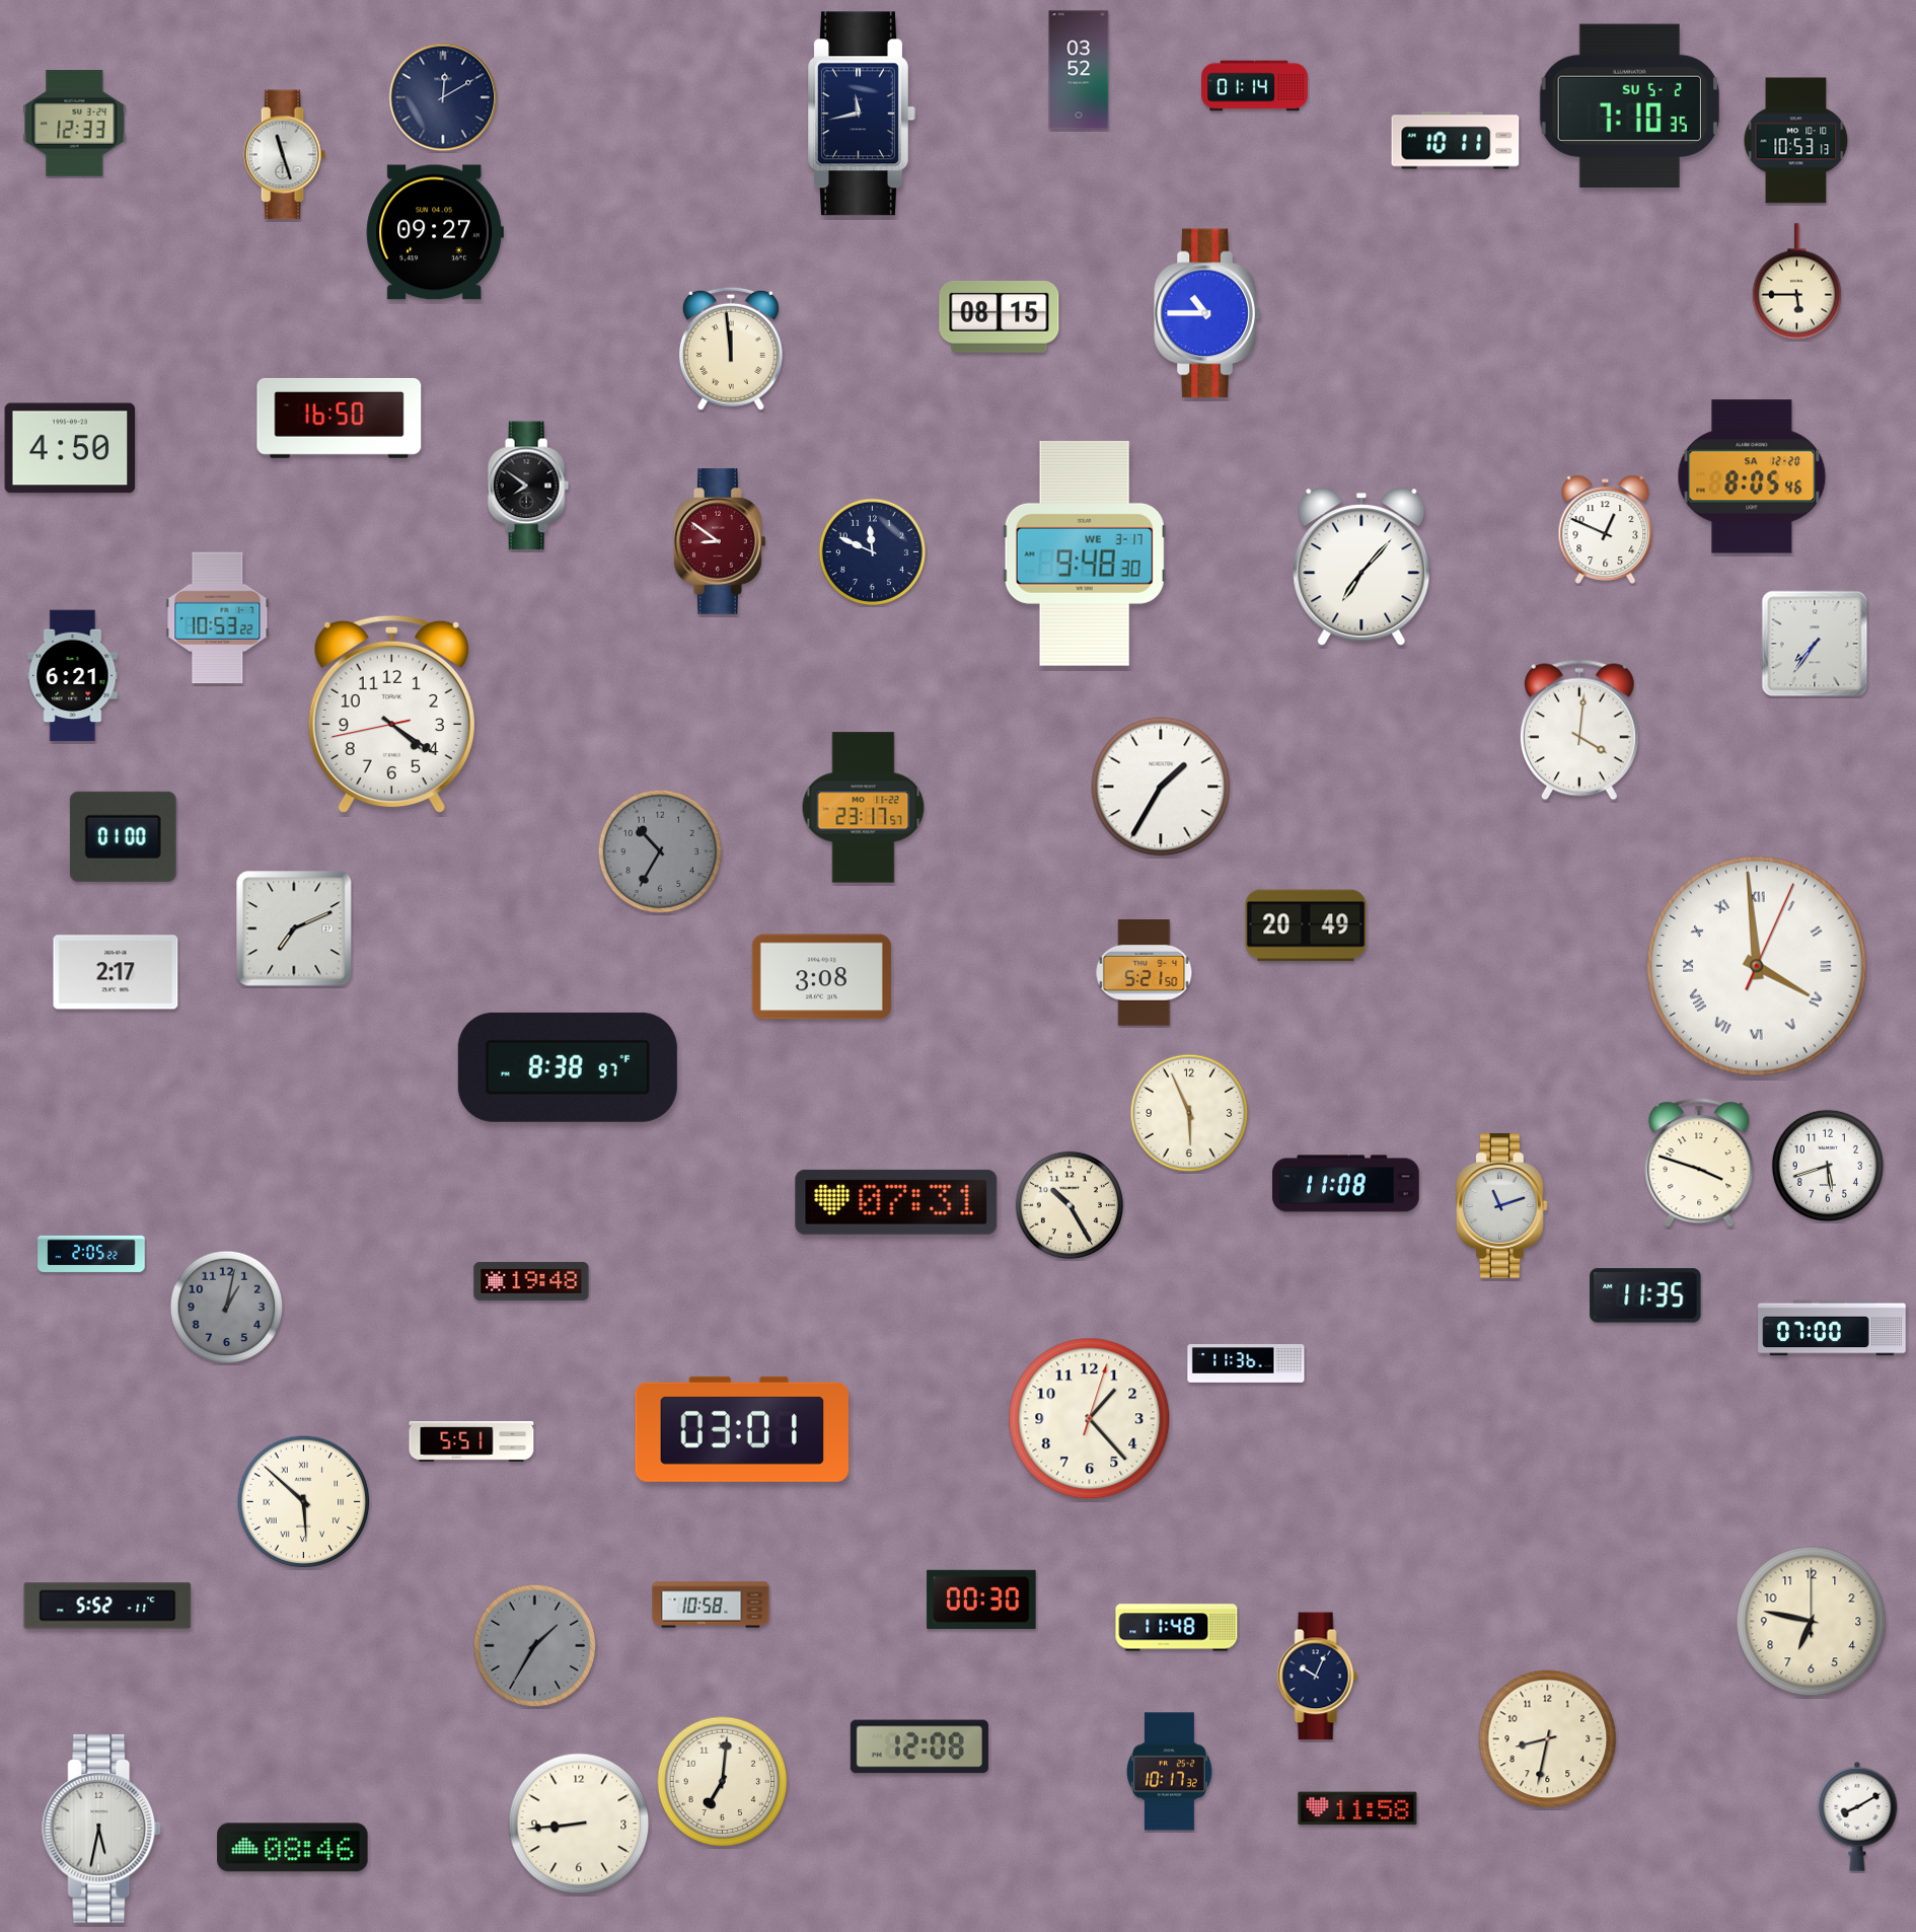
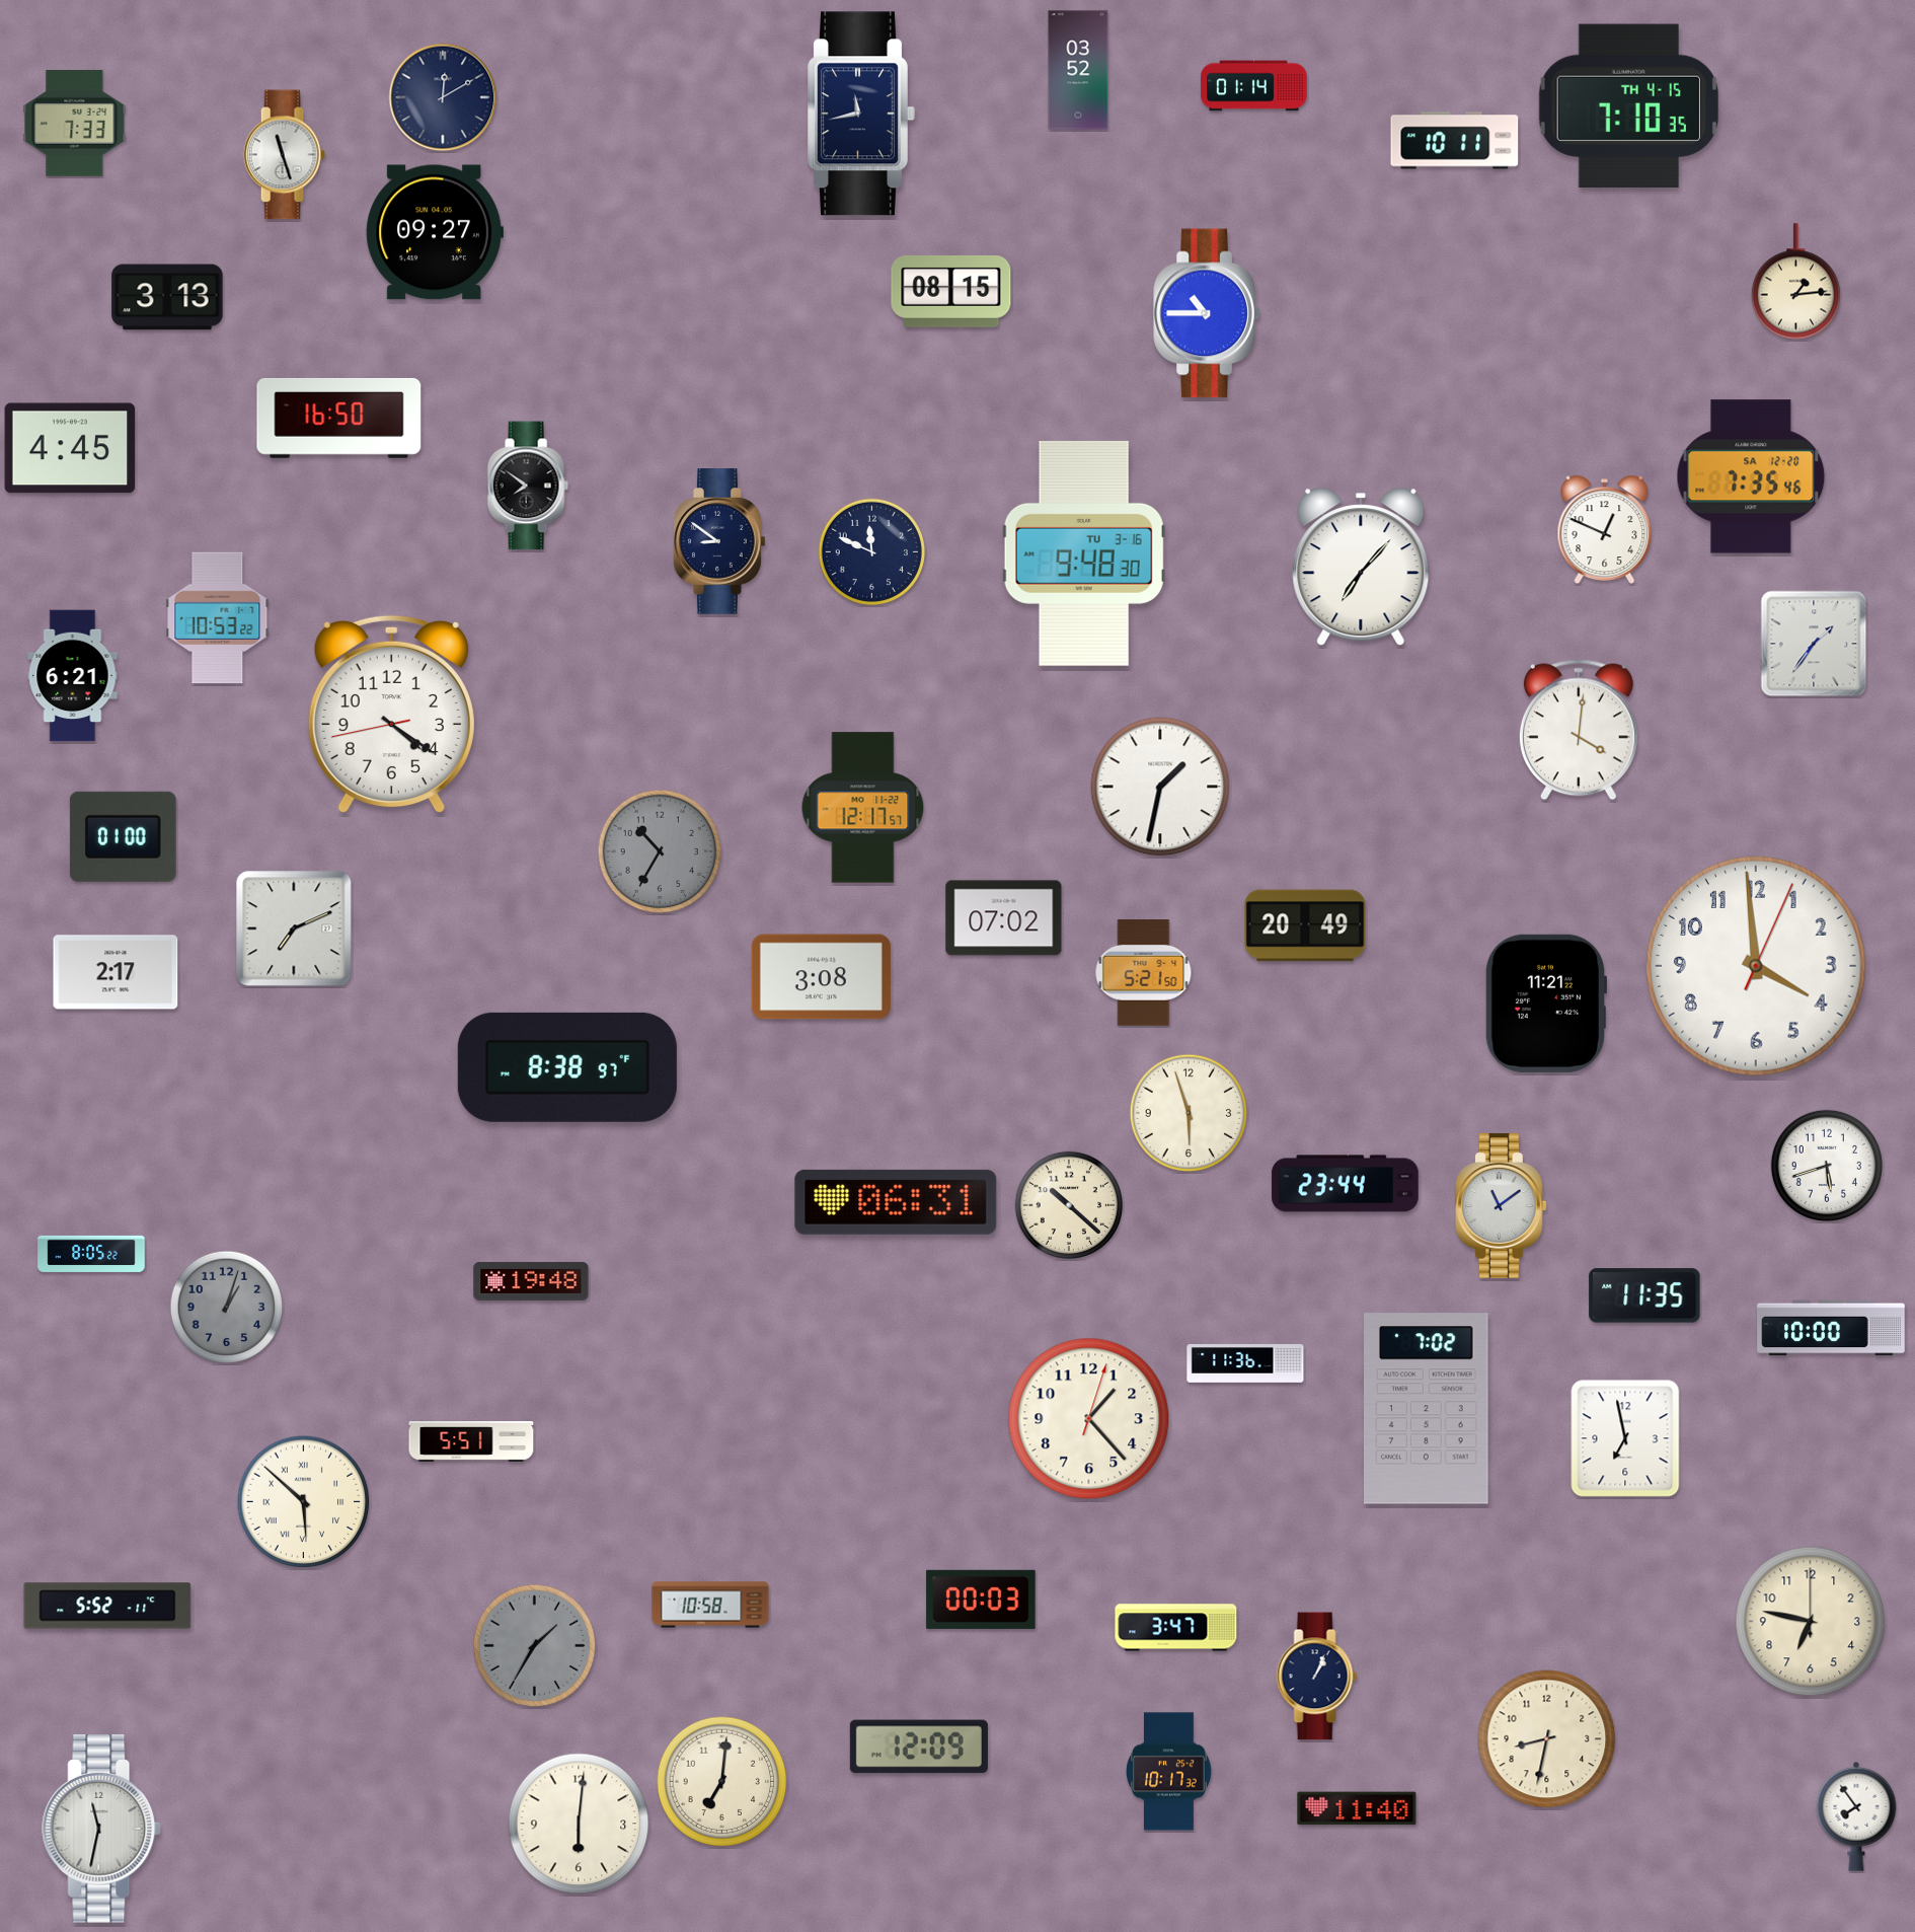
clock at (1629, 105) date: SU 5-2 -> TH 4-15
clock at (75, 124): 12:33 -> 7:33
clock at (1796, 141): 10:53 -> none
clock at (1796, 282): 5:45 -> 1:14
clock at (167, 297): none -> 3:13
clock at (1000, 317) position: (1000, 317) -> (951, 292)
clock at (731, 349): 11:59 -> none
clock at (70, 448): 4:50 -> 4:45
clock at (1752, 476): 8:05 -> 7:35
clock at (720, 542) dial: burgundy -> navy
clock at (1085, 553) date: WE 3-17 -> TU 3-16
clock at (1815, 644): 7:36 -> 1:36
clock at (1161, 787): 1:35 -> 1:32
clock at (864, 808): 23:17 -> 12:17
clock at (1004, 918): none -> 07:02
clock at (1758, 967) numerals: Roman -> Arabic
clock at (1545, 1004): none -> 11:21
clock at (1189, 1113): 5:56 -> 5:57
clock at (1699, 1163): 3:48 -> none
clock at (1346, 1184): 11:08 -> 23:44
clock at (896, 1202): 07:31 -> 06:31
clock at (1068, 1204): 10:25 -> 10:22
clock at (1501, 1205): 11:12 -> 11:09
clock at (91, 1254): 2:05 -> 8:05
clock at (227, 1308): 1:02 -> 1:03
clock at (1832, 1328): 07:00 -> 10:00
clock at (1427, 1409): none -> 7:02
clock at (742, 1429): 03:01 -> none
clock at (1625, 1438): none -> 6:58
clock at (981, 1600): 00:30 -> 00:03
clock at (1177, 1628): 11:48 -> 3:47
clock at (1318, 1677): 10:04 -> 1:04
clock at (919, 1747): 12:08 -> 12:09
clock at (1357, 1808): 11:58 -> 11:40
clock at (1857, 1816): 8:10 -> 7:54
clock at (579, 1824): 8:44 -> 6:01
clock at (102, 1829): 5:32 -> 11:32
clock at (293, 1848): 08:46 -> none
